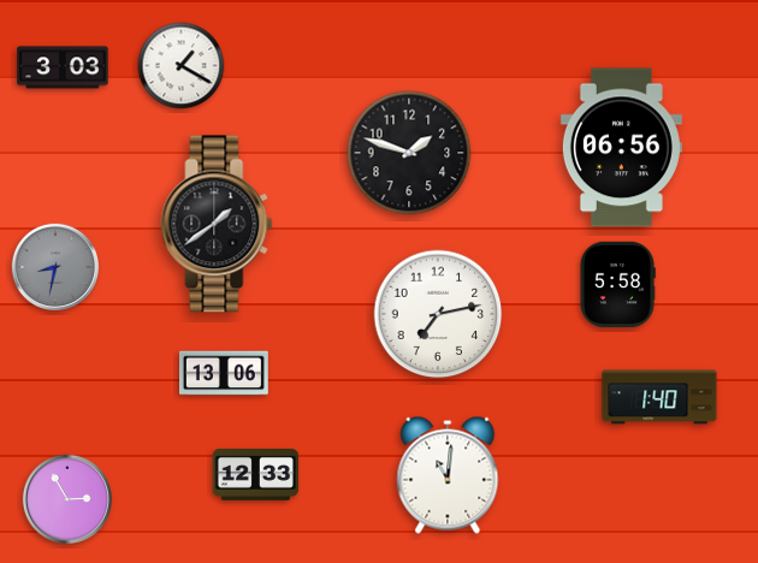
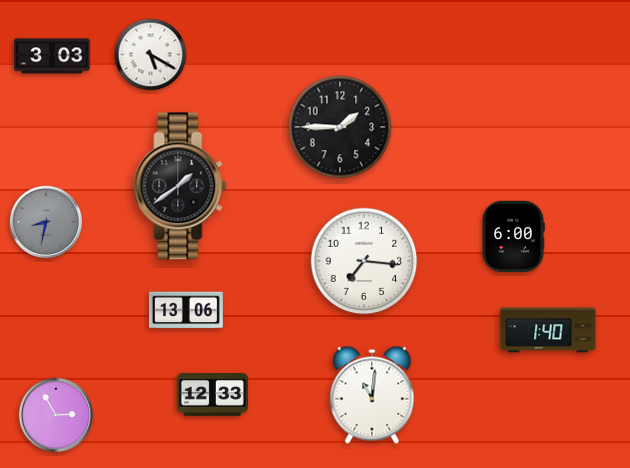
clock at (182, 66): 1:20 -> 5:20
clock at (621, 148): 06:56 -> none
clock at (409, 153): 1:48 -> 1:45
clock at (617, 284): 5:58 -> 6:00
clock at (438, 314): 7:13 -> 7:16
